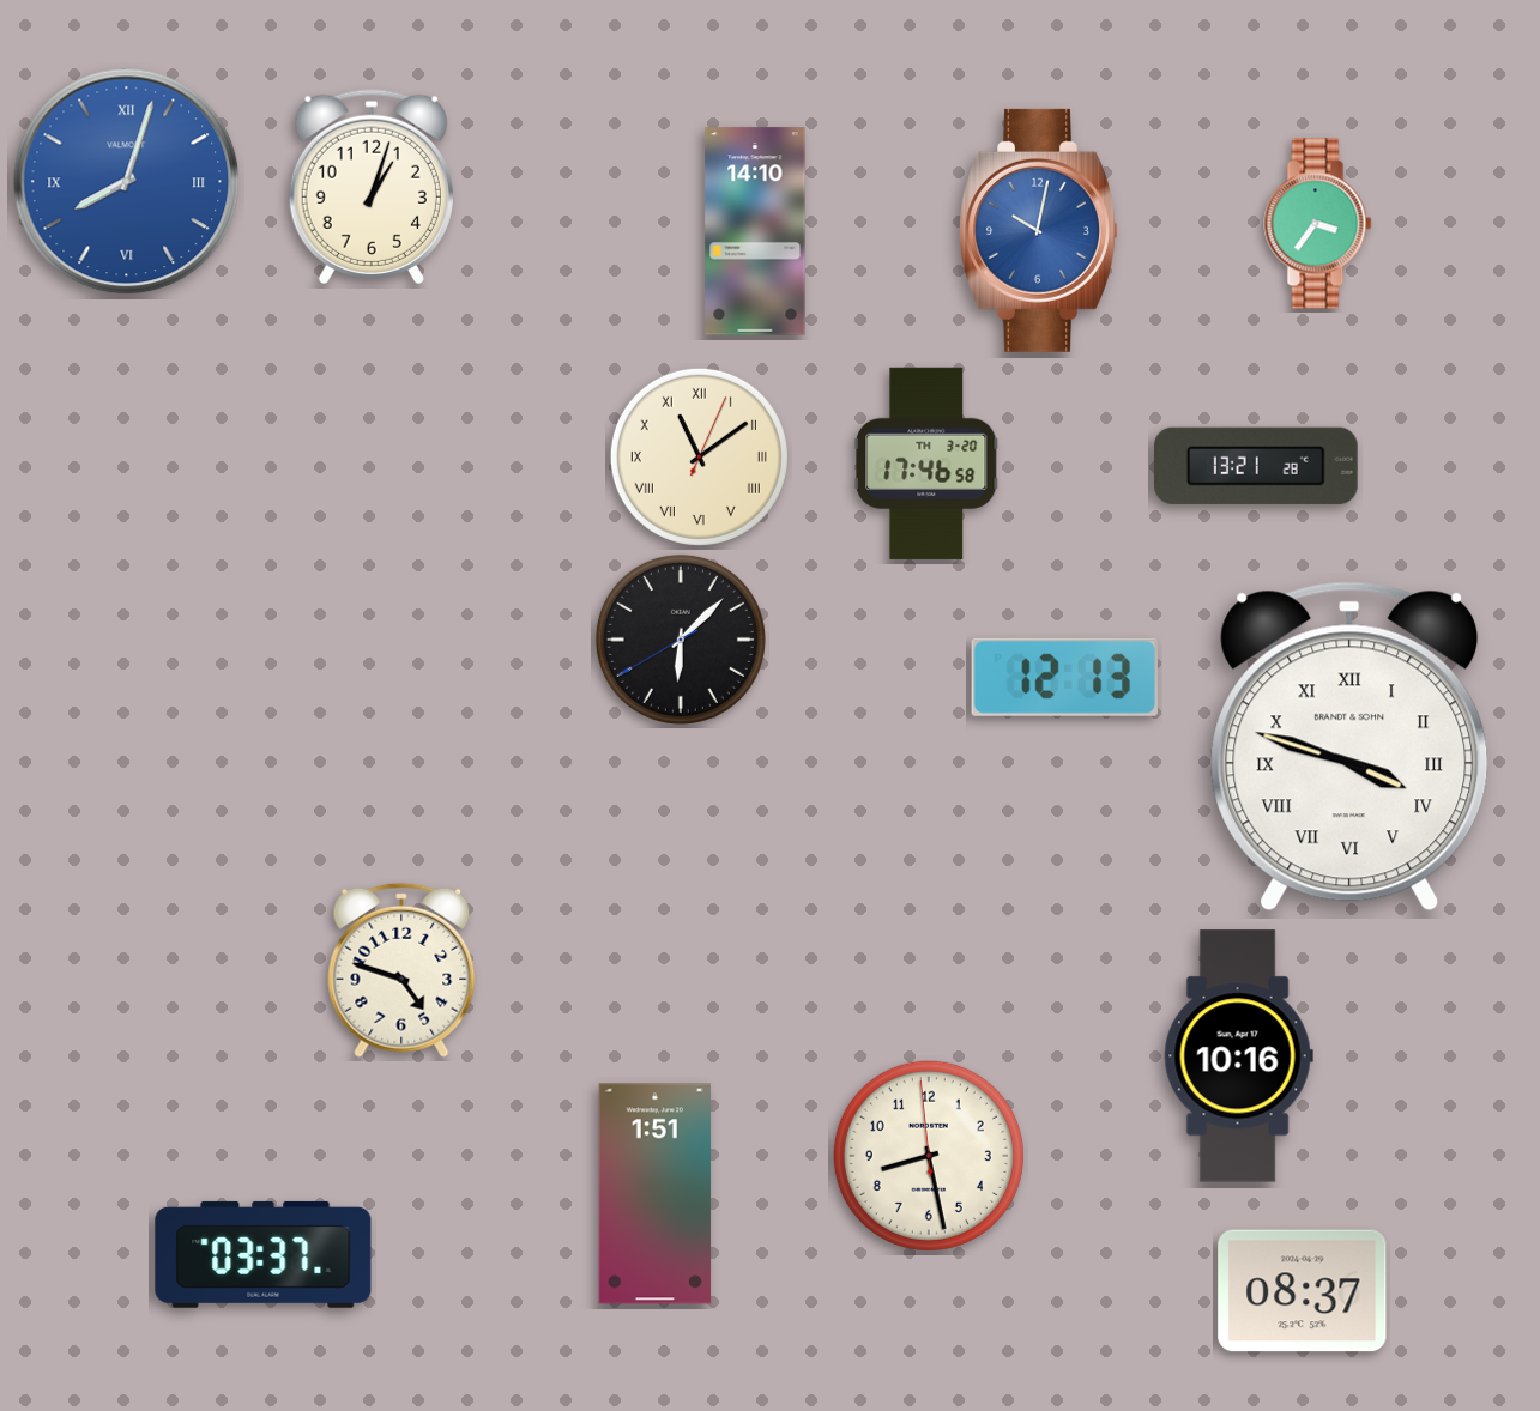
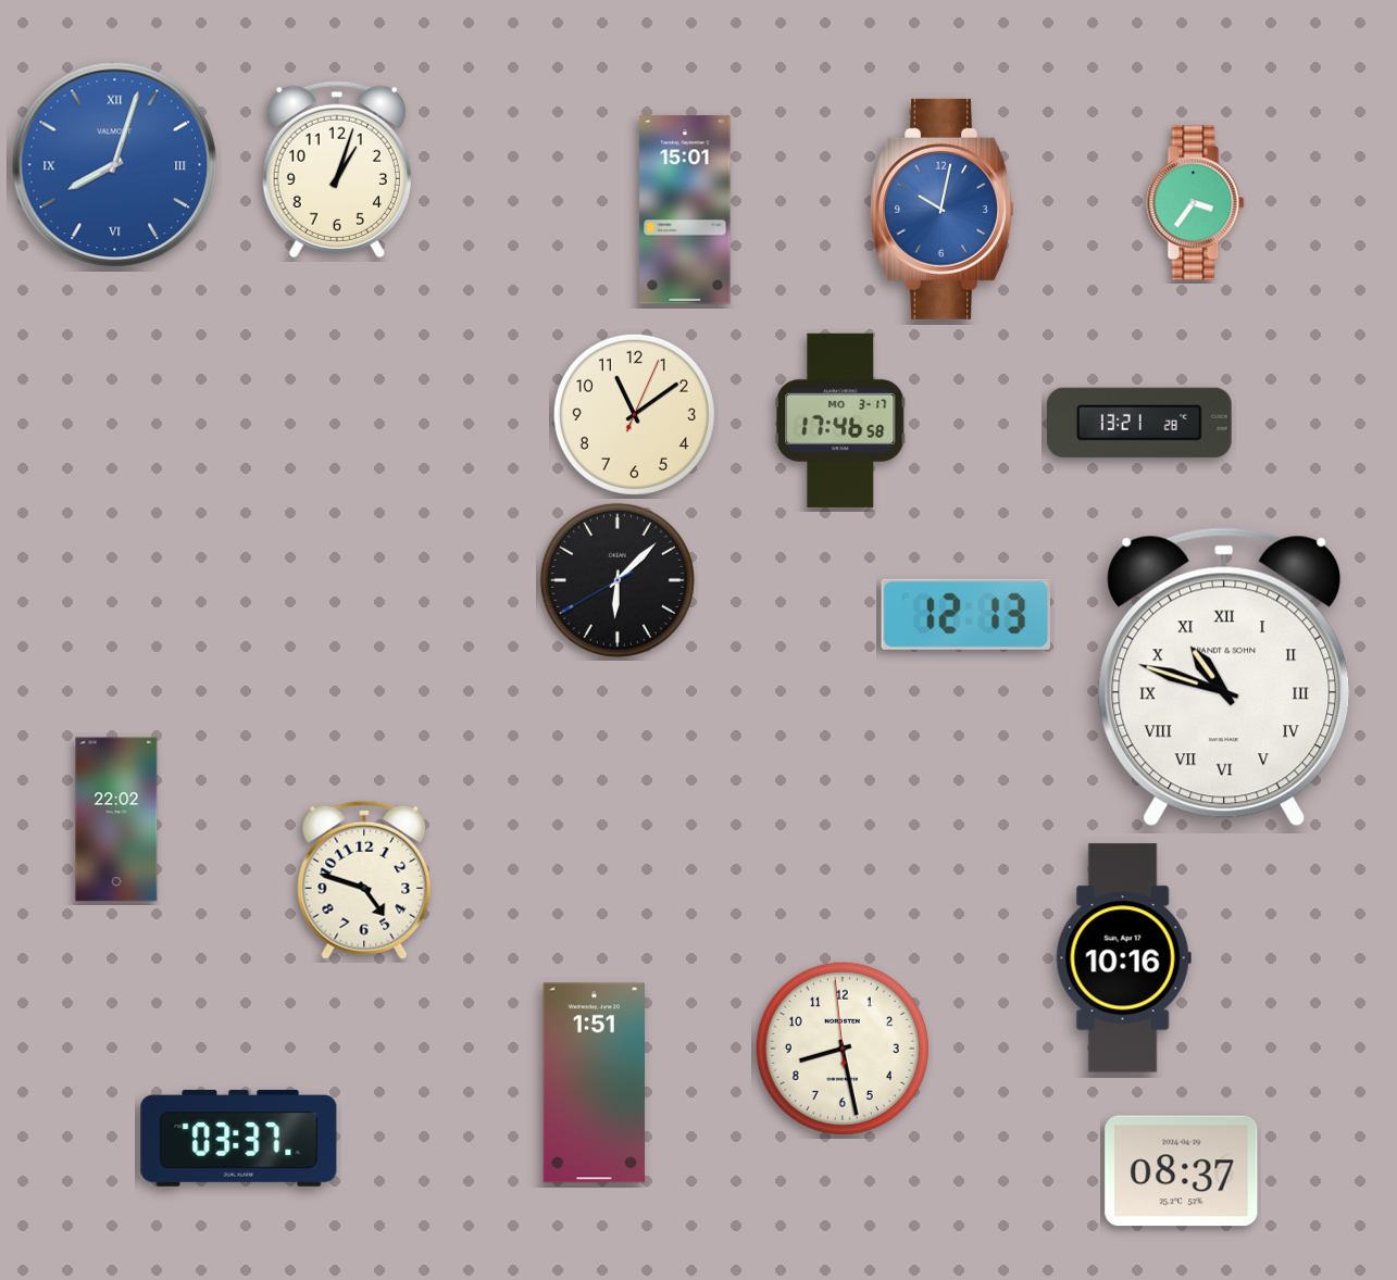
clock at (755, 231): 14:10 -> 15:01
clock at (699, 456) numerals: Roman -> Arabic
clock at (926, 464) date: TH 3-20 -> MO 3-17
clock at (1349, 746): 3:48 -> 10:48
clock at (116, 819): none -> 22:02
